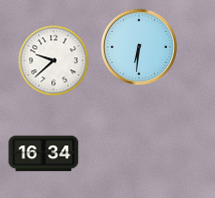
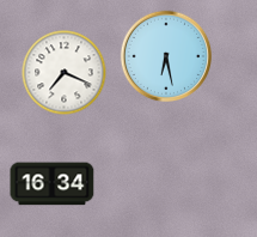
clock at (139, 47): 6:31 -> 6:28
clock at (54, 61): 9:38 -> 7:19
